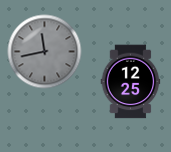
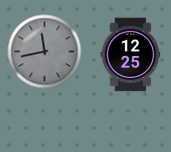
clock at (131, 82) position: (131, 82) -> (131, 55)
